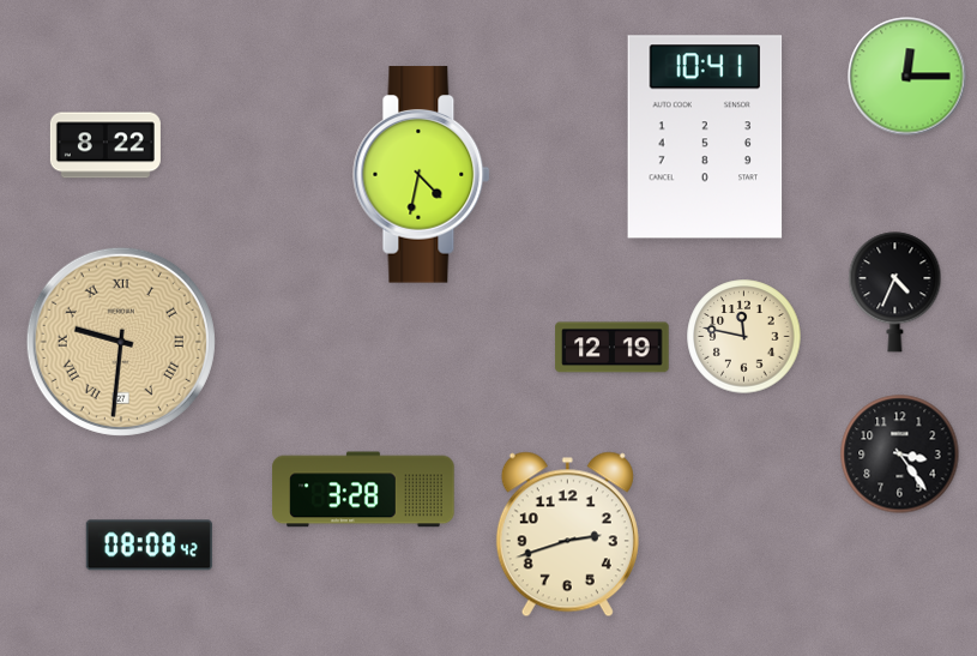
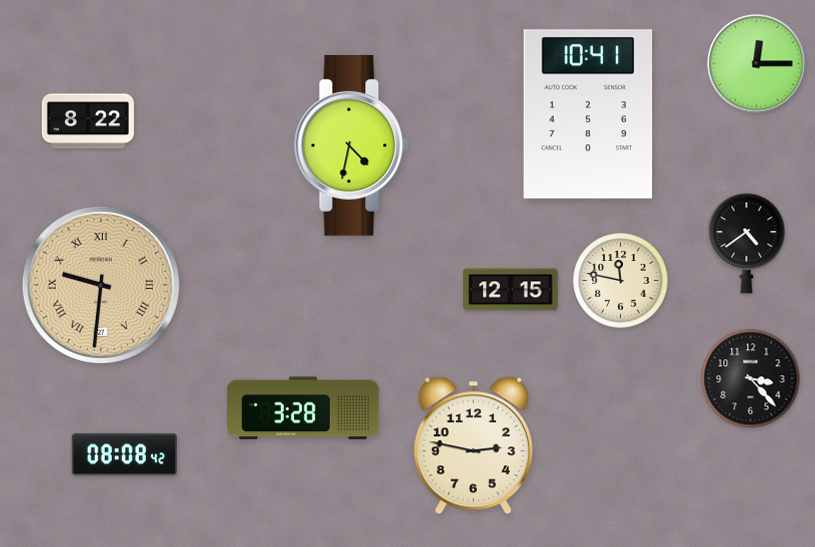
clock at (895, 293): 4:34 -> 4:39
clock at (613, 348): 12:19 -> 12:15
clock at (900, 455): 3:24 -> 3:23
clock at (567, 535): 2:42 -> 2:47
